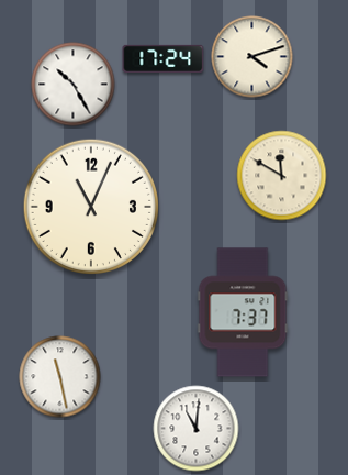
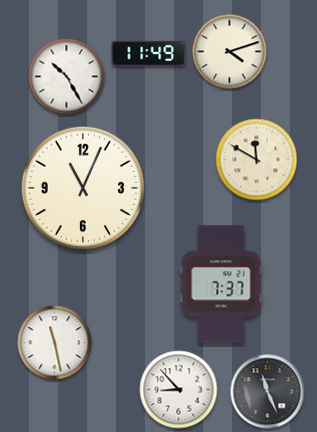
clock at (164, 58): 17:24 -> 11:49
clock at (197, 429): 11:01 -> 8:53
clock at (268, 392): none -> 11:26
